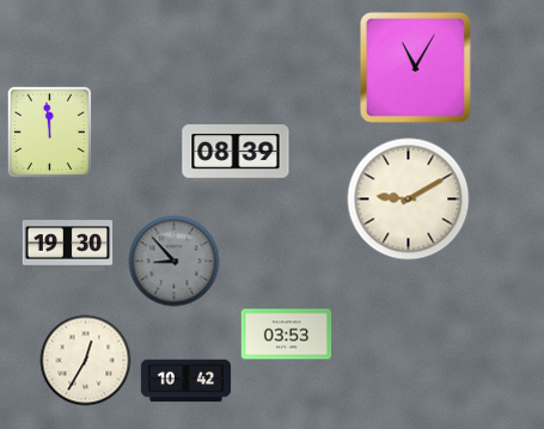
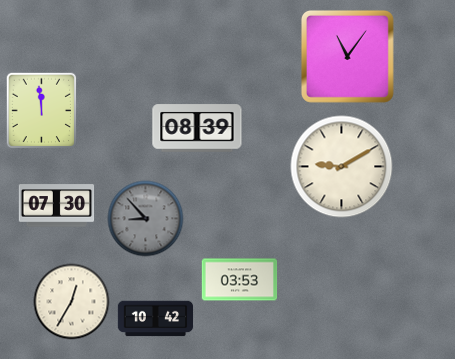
clock at (415, 67): 11:05 -> 11:06
clock at (68, 246): 19:30 -> 07:30
